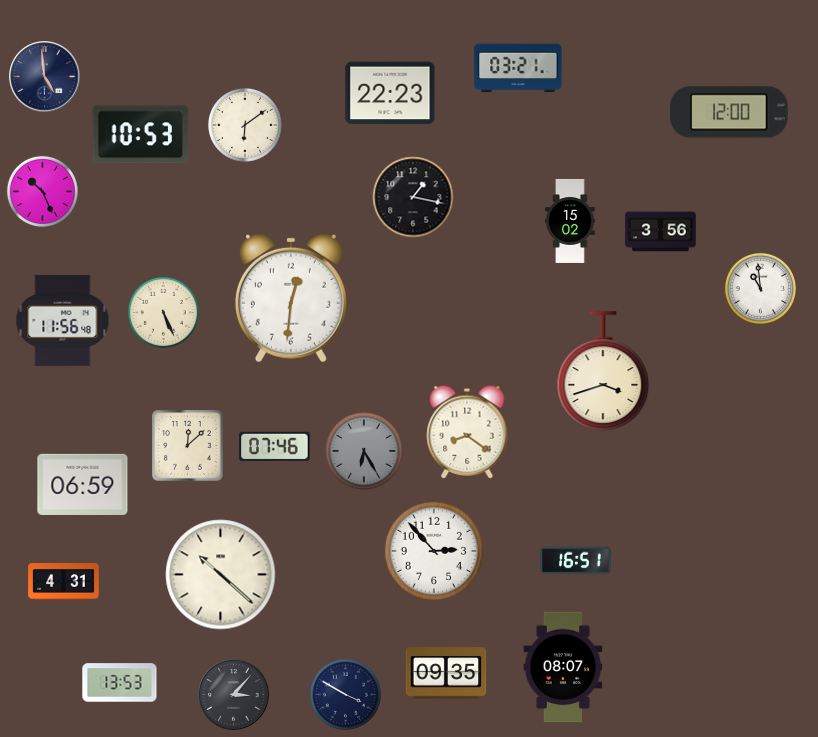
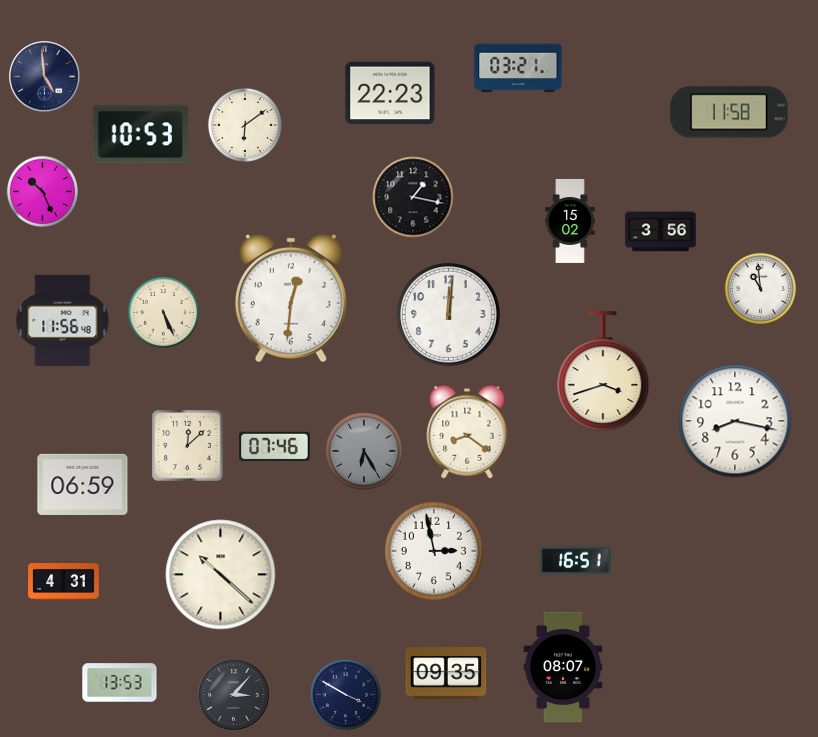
clock at (729, 112): 12:00 -> 11:58
clock at (448, 314): none -> 12:01
clock at (735, 421): none -> 8:17
clock at (434, 551): 2:53 -> 2:58
